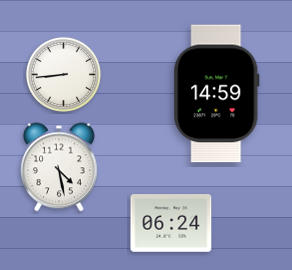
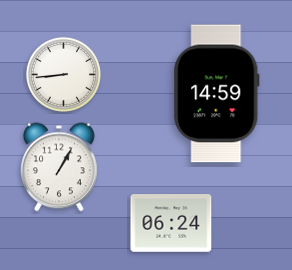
clock at (59, 167): 4:28 -> 1:05
